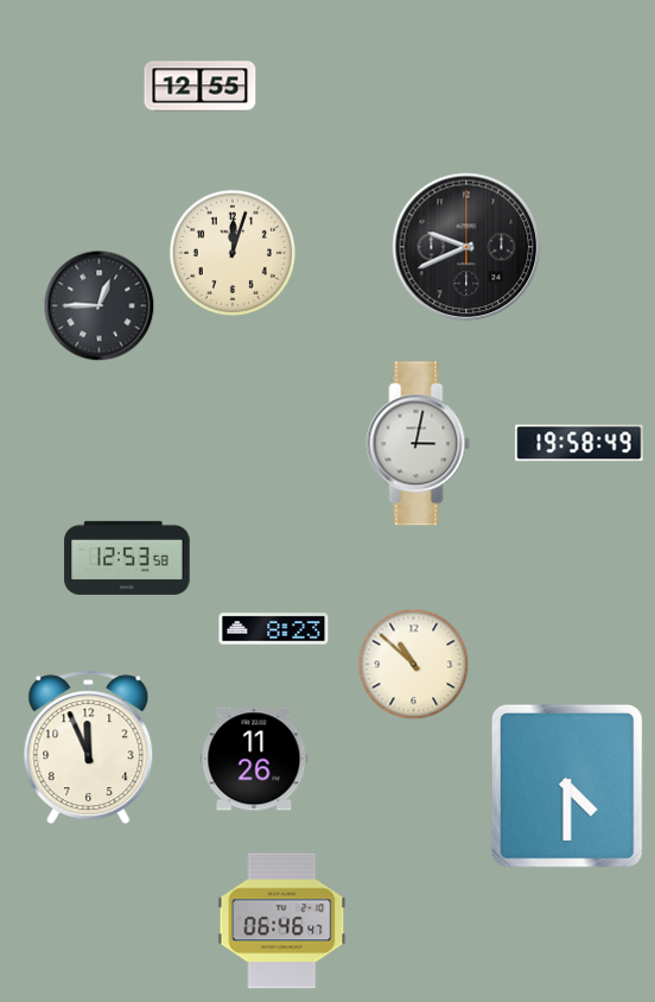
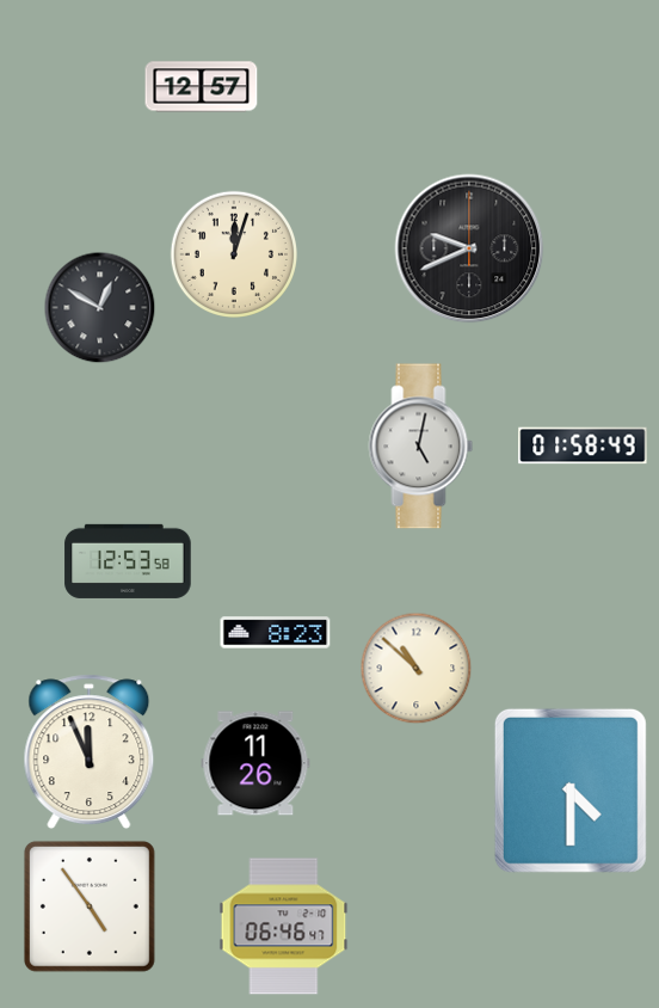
clock at (201, 87): 12:55 -> 12:57
clock at (100, 306): 12:45 -> 12:50
clock at (579, 443): 19:58 -> 01:58
clock at (419, 444): 3:02 -> 5:02
clock at (90, 906): none -> 4:54
